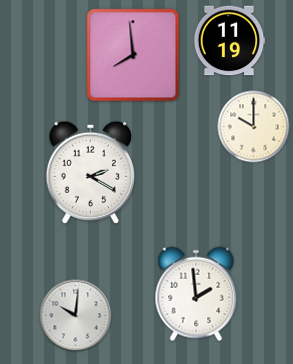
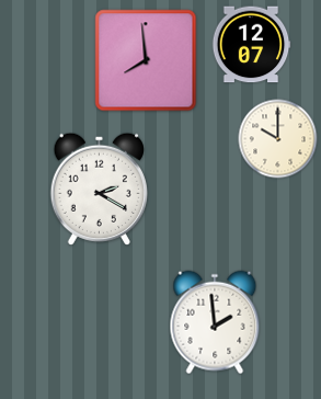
clock at (229, 41): 11:19 -> 12:07
clock at (76, 316): 10:01 -> none
